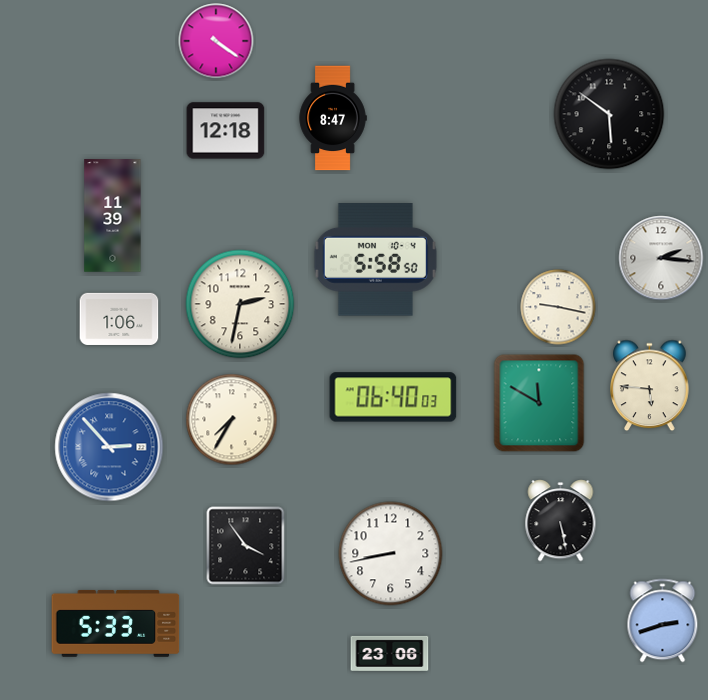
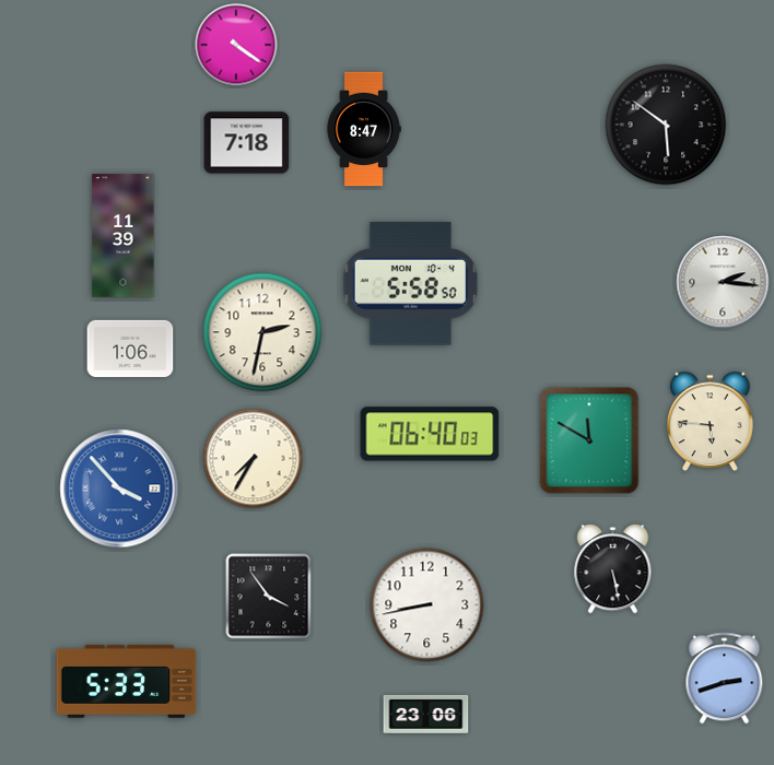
clock at (226, 131): 12:18 -> 7:18
clock at (558, 307): 9:17 -> none
clock at (109, 447): 2:53 -> 3:53
